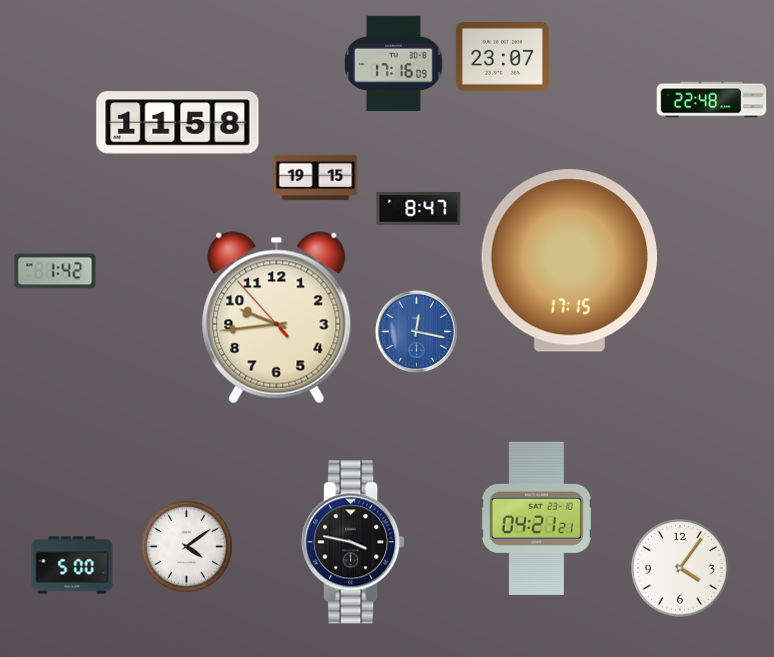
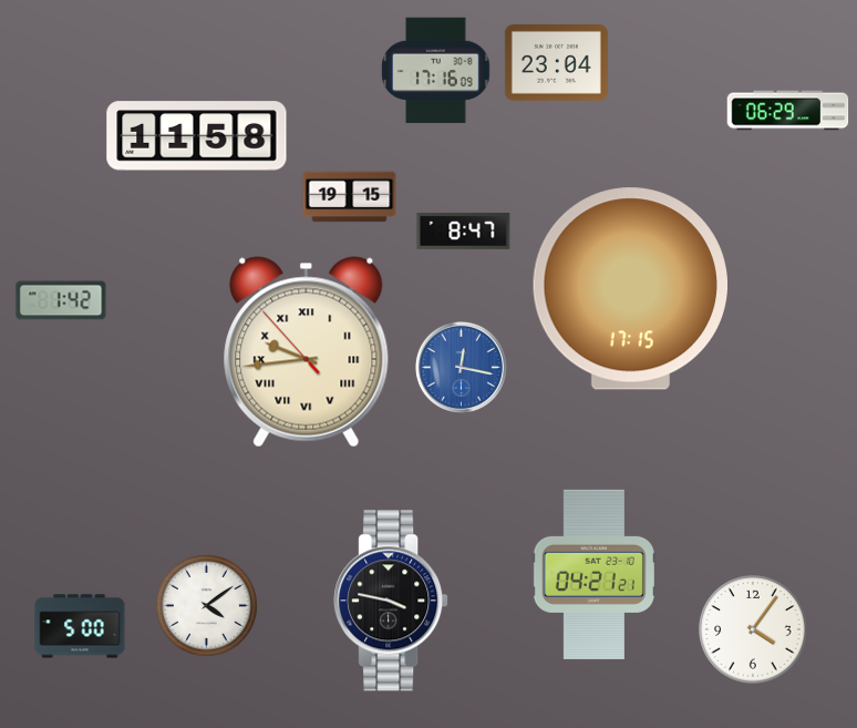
clock at (502, 57): 23:07 -> 23:04
clock at (712, 100): 22:48 -> 06:29
clock at (277, 318) numerals: Arabic -> Roman
